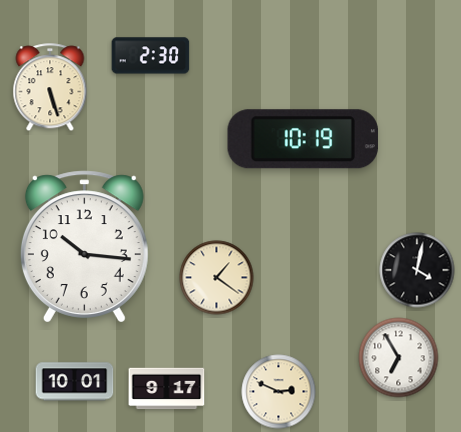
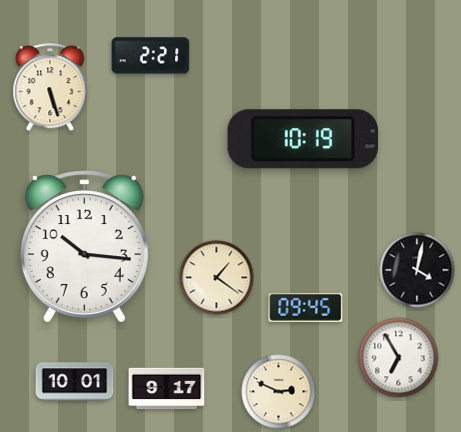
clock at (151, 56): 2:30 -> 2:21
clock at (306, 307): none -> 09:45
